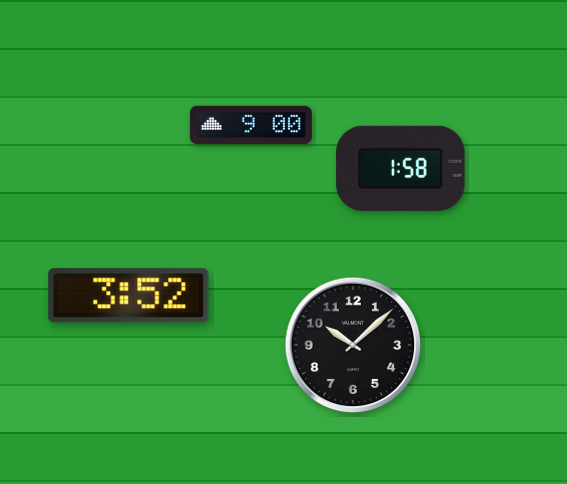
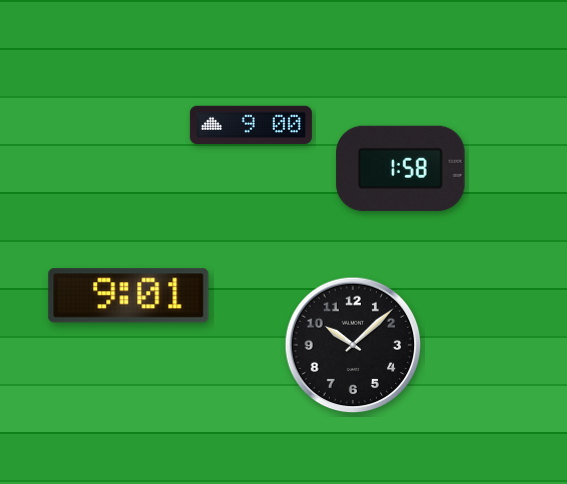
clock at (129, 296): 3:52 -> 9:01
